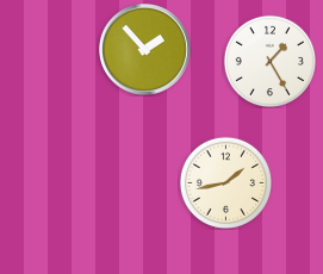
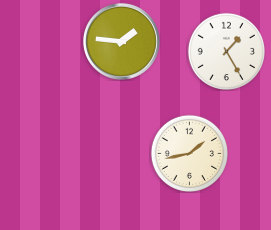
clock at (144, 49): 1:53 -> 1:46
